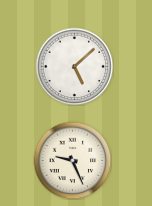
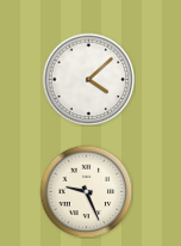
clock at (74, 66): 5:08 -> 4:08
